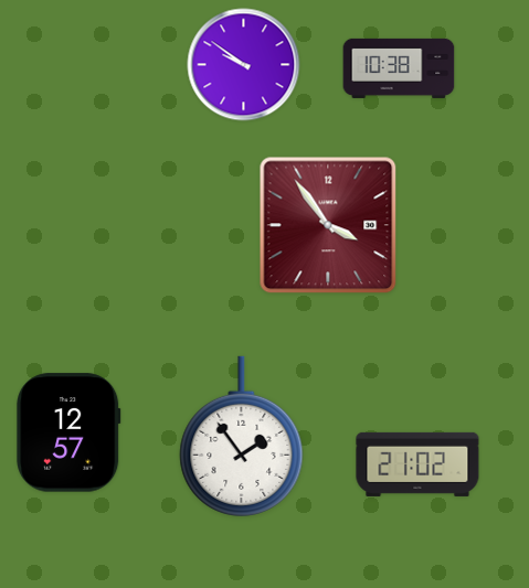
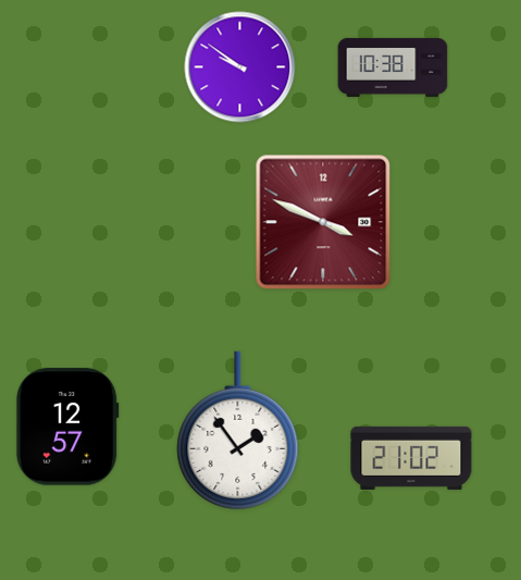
clock at (244, 65) position: (244, 65) -> (240, 67)
clock at (328, 225): 3:54 -> 3:49
